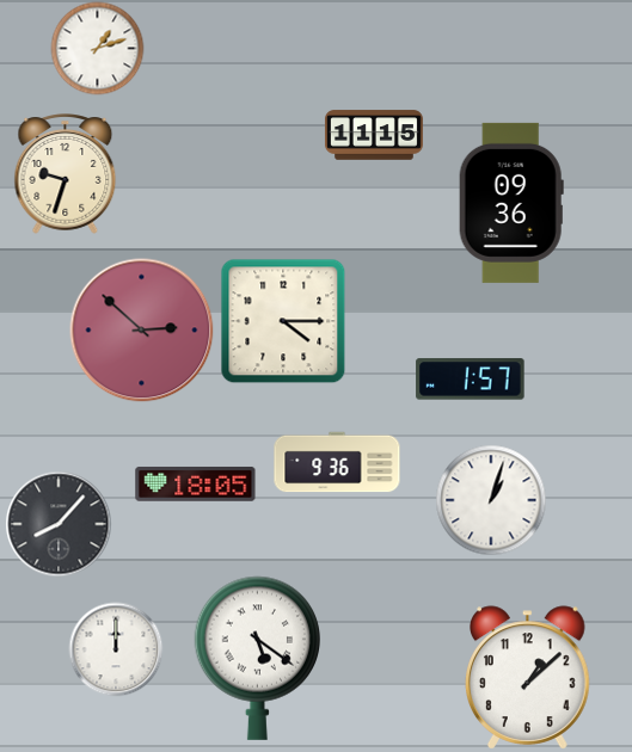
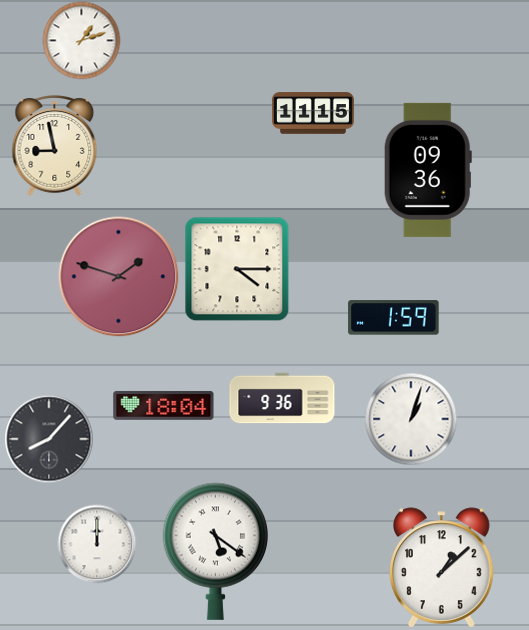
clock at (66, 174): 9:33 -> 8:58
clock at (142, 331): 2:52 -> 1:48
clock at (471, 380): 1:57 -> 1:59
clock at (337, 462) position: (337, 462) -> (282, 398)
clock at (196, 483): 18:05 -> 18:04
